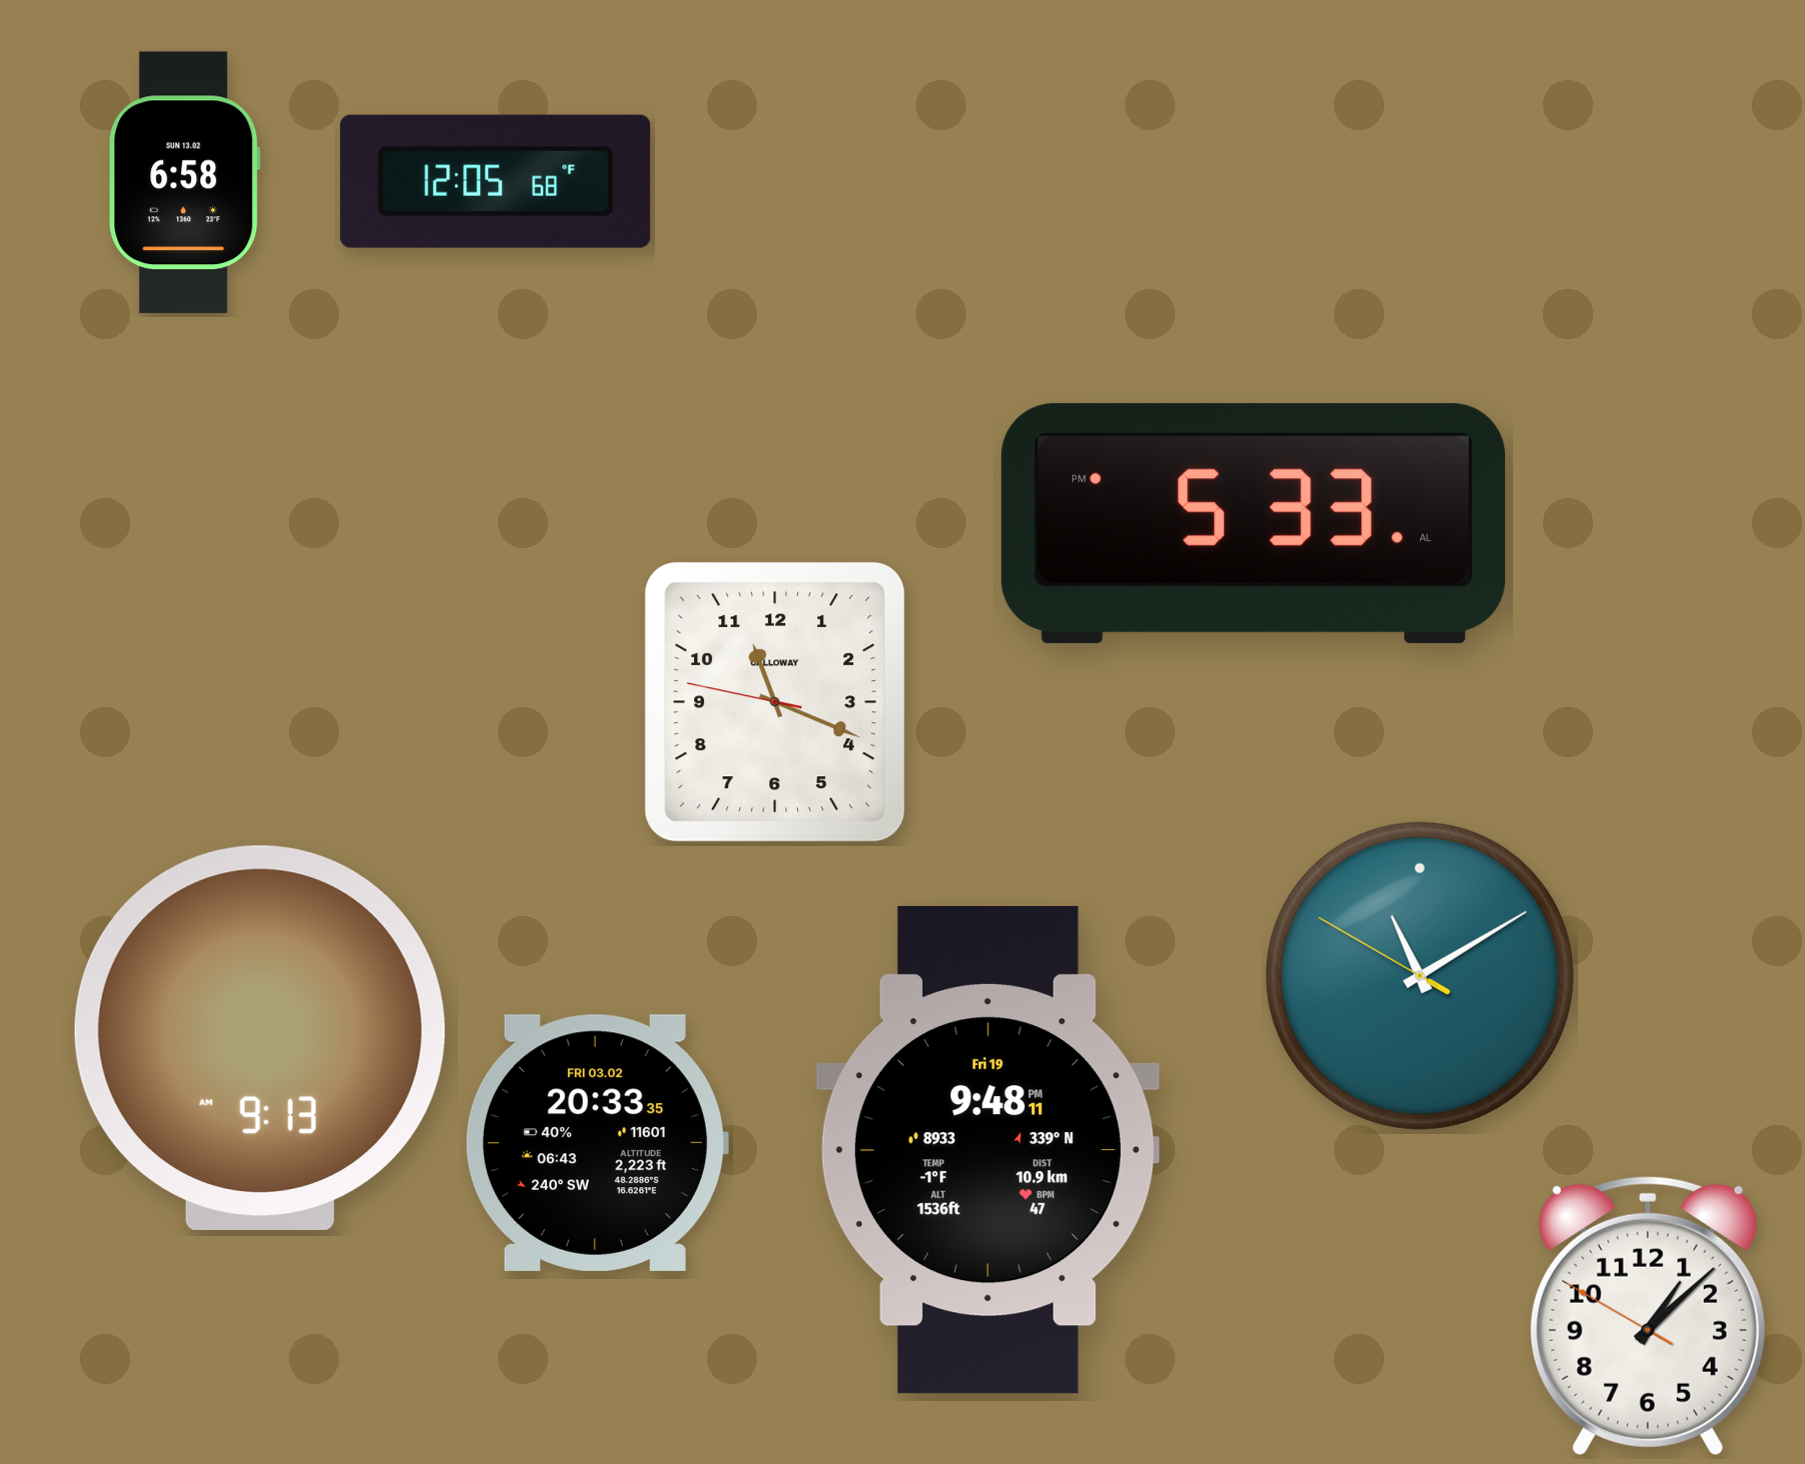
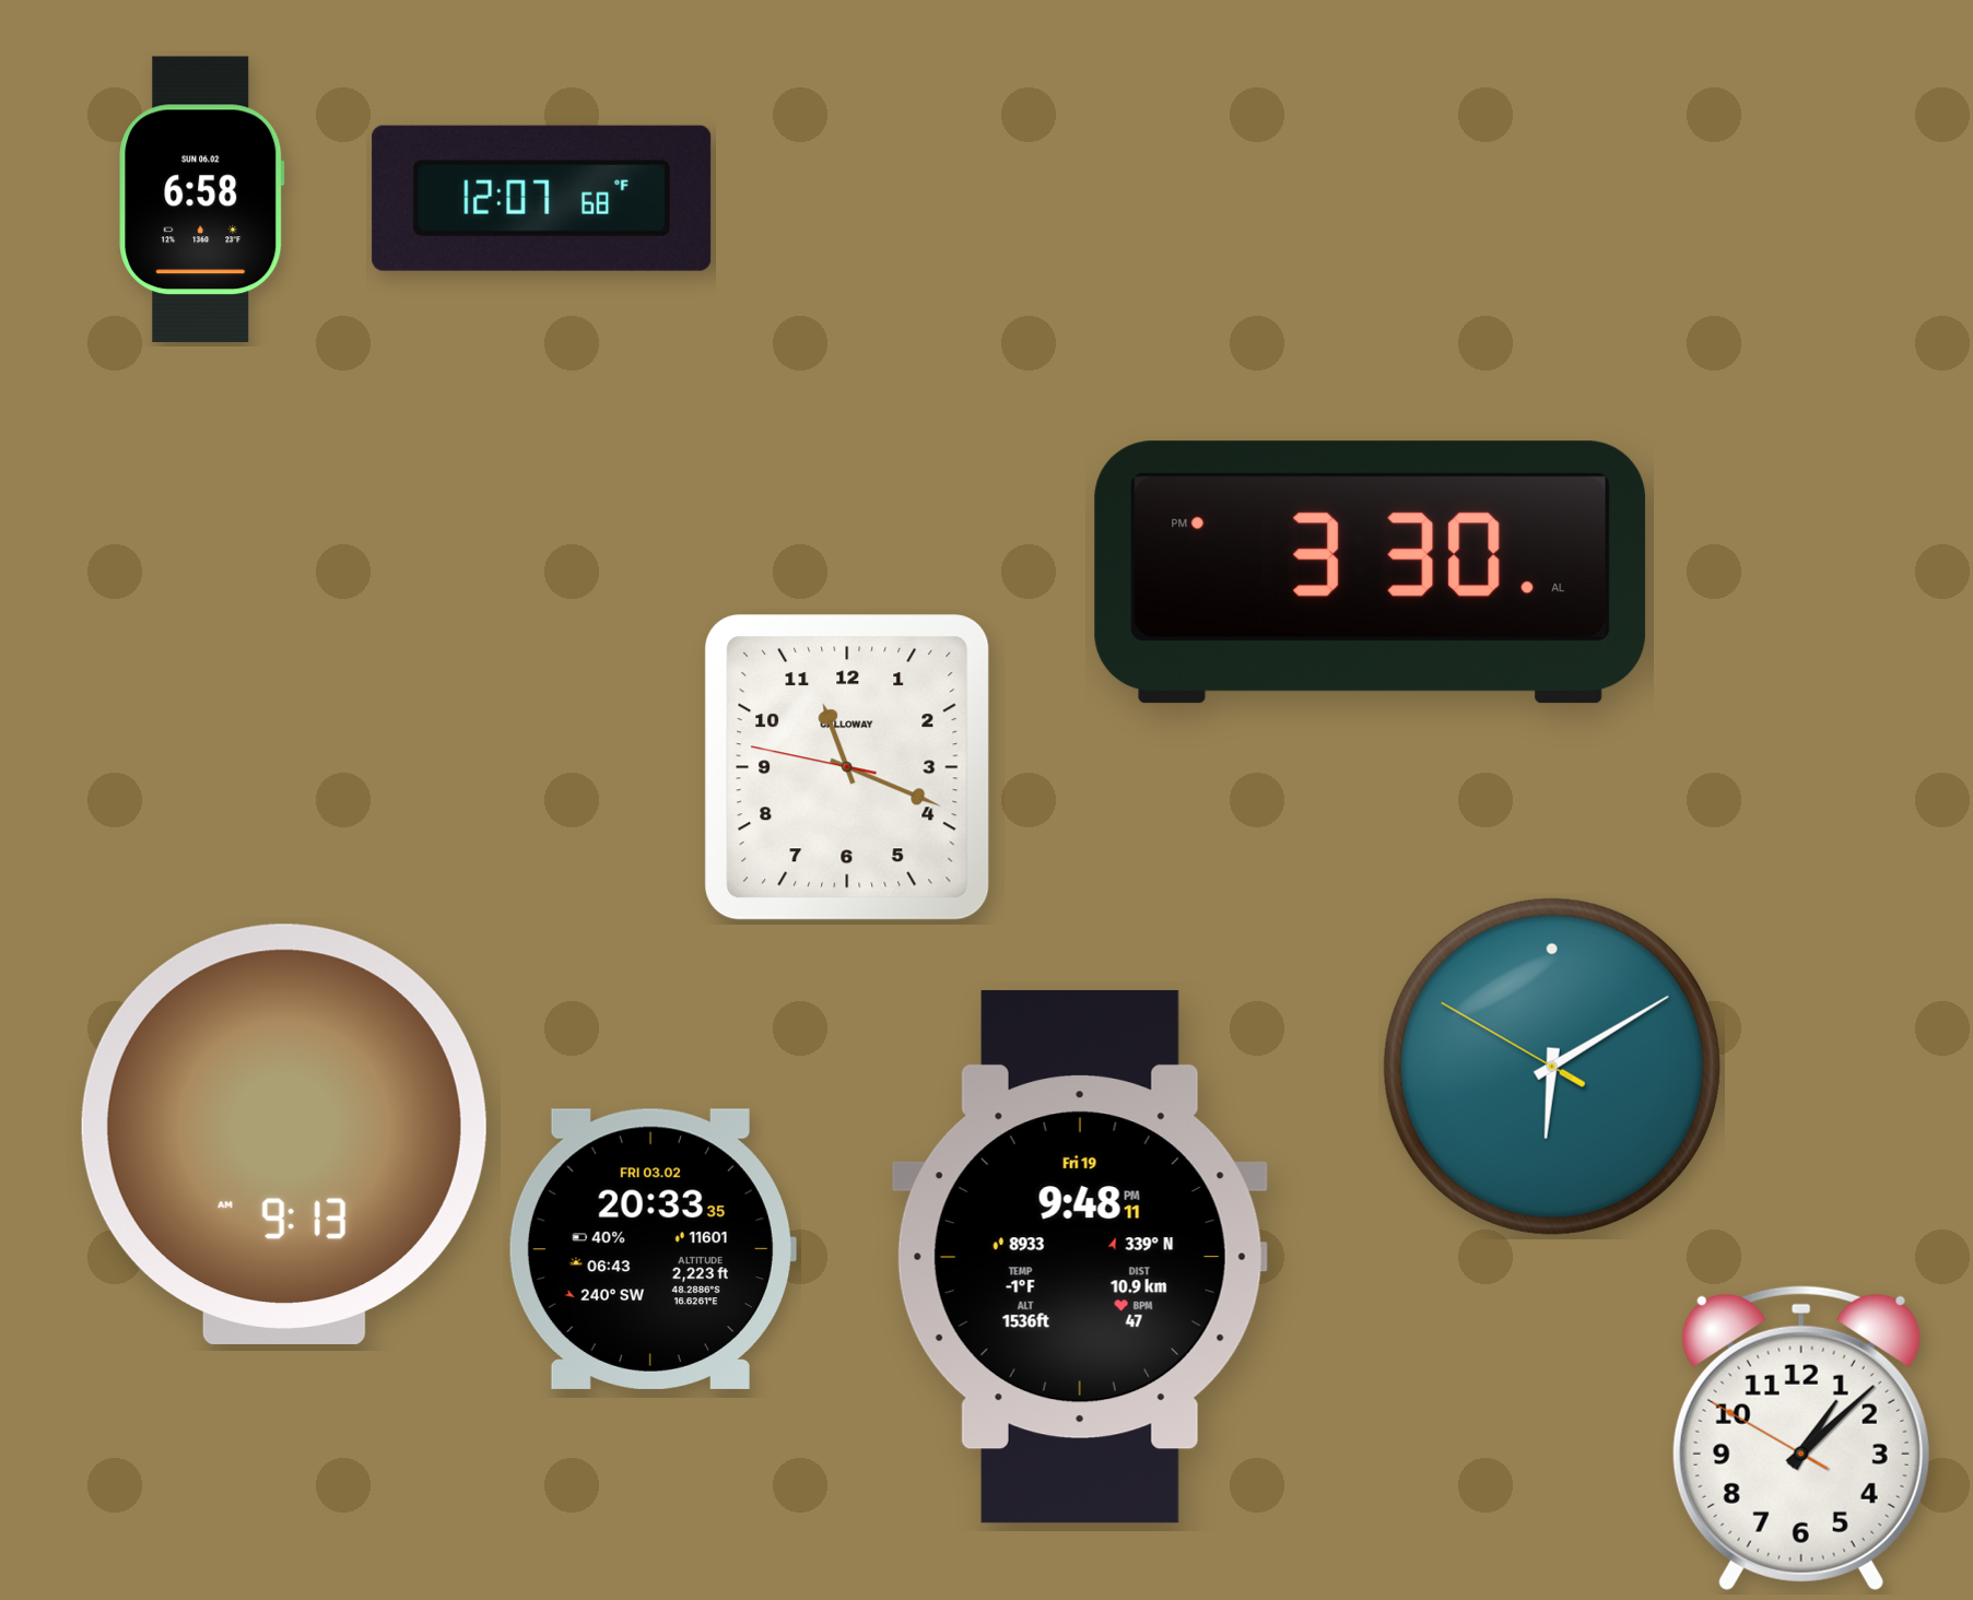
clock at (496, 181): 12:05 -> 12:07
clock at (185, 183) date: SUN 13.02 -> SUN 06.02
clock at (1254, 524): 5:33 -> 3:30
clock at (1420, 976): 11:09 -> 6:09
